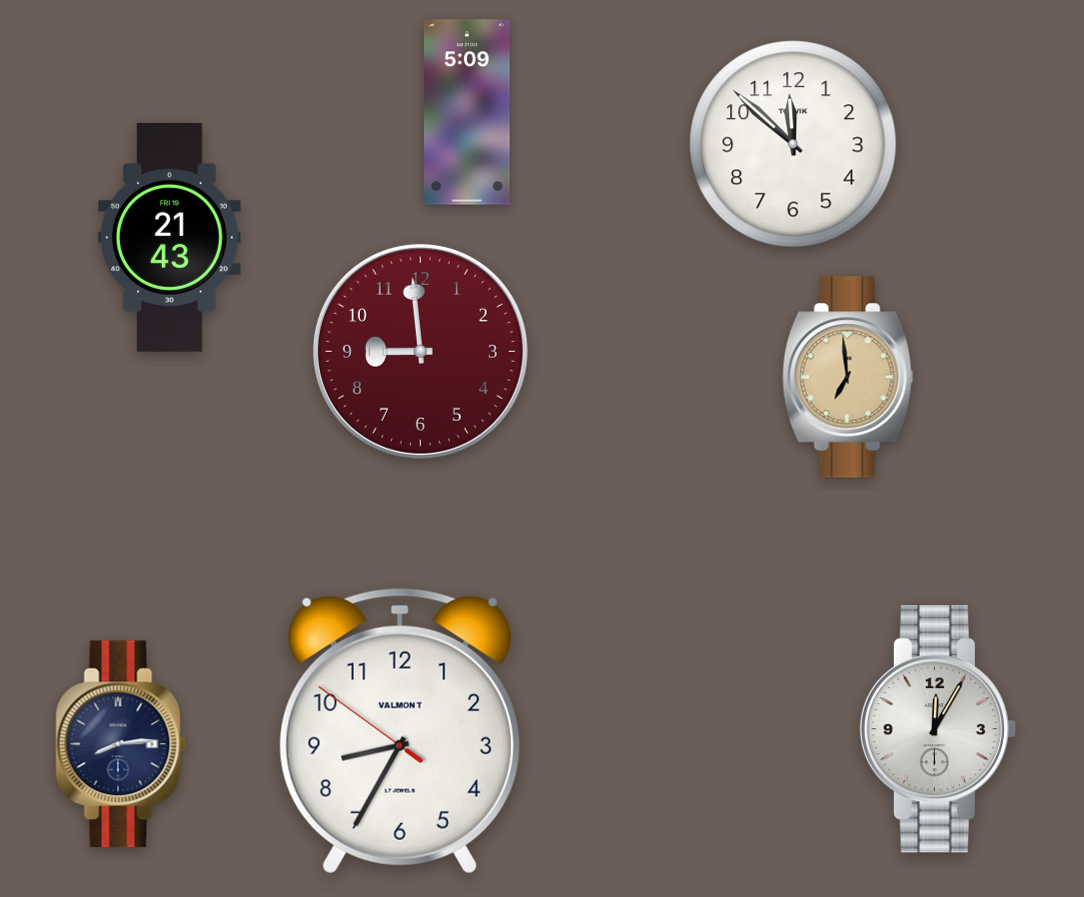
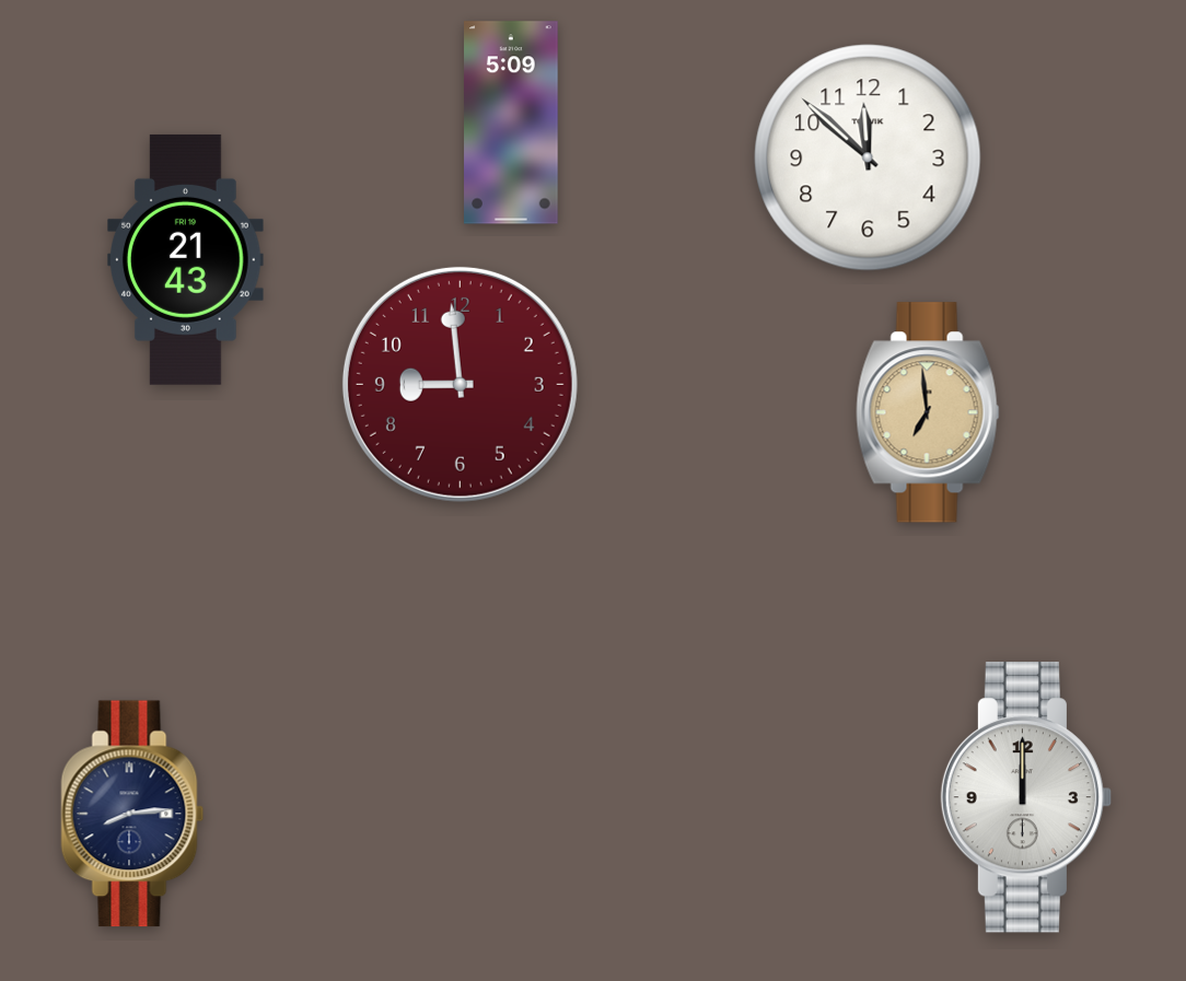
clock at (937, 729): 12:05 -> 12:00
clock at (400, 731): 8:34 -> none
